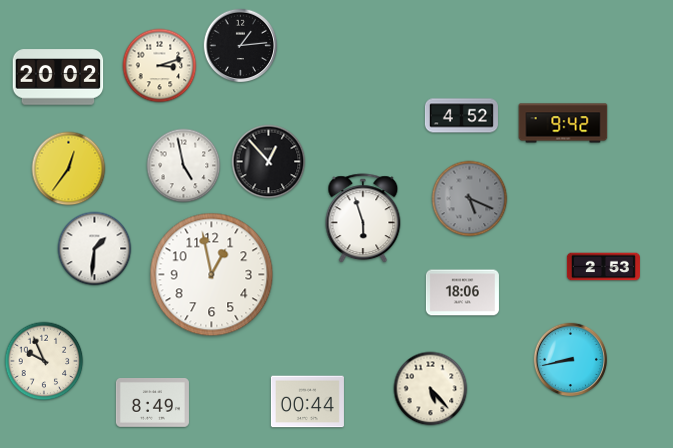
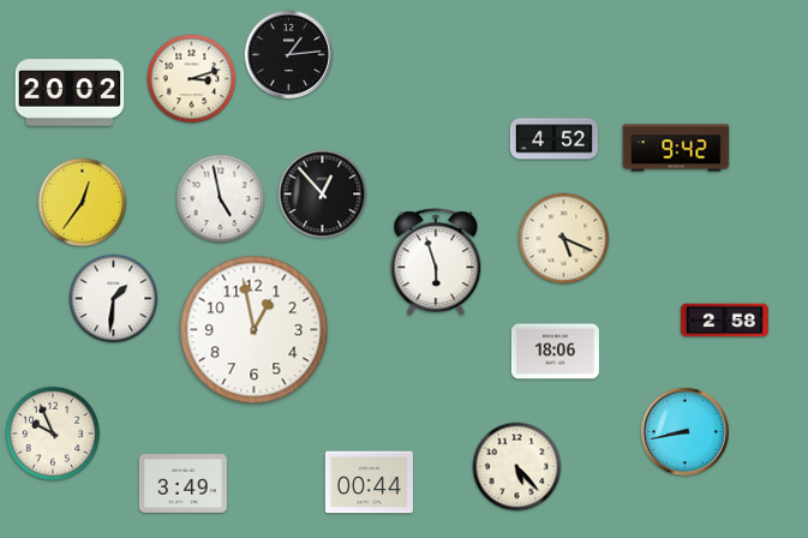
clock at (470, 199) dial: grey -> cream
clock at (603, 267): 2:53 -> 2:58
clock at (152, 403): 8:49 -> 3:49
